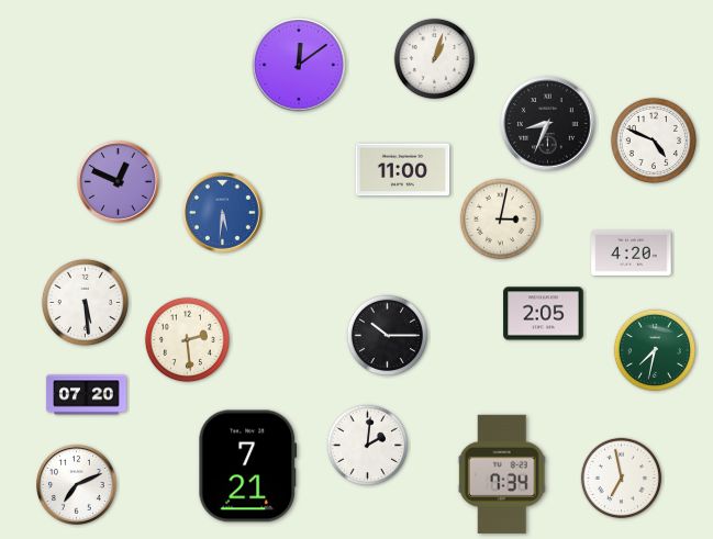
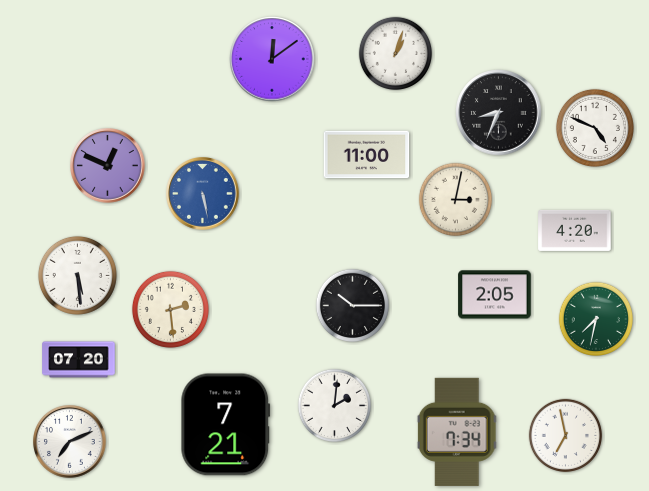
clock at (223, 213): 5:31 -> 5:28
clock at (544, 314) position: (544, 314) -> (495, 295)
